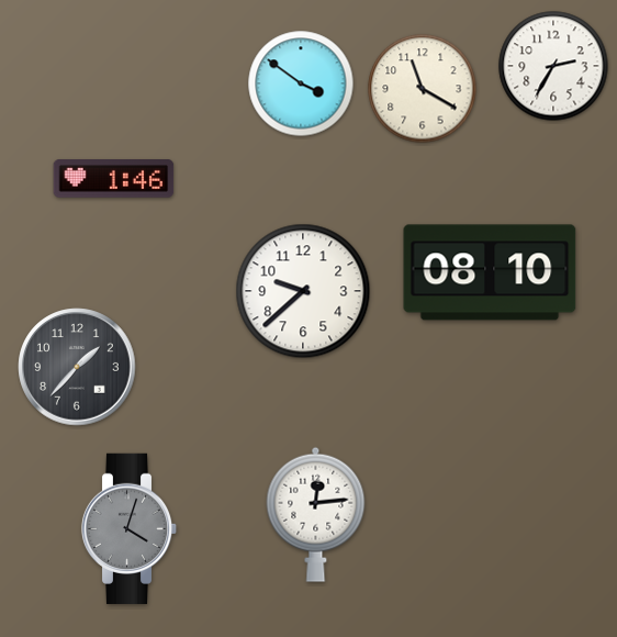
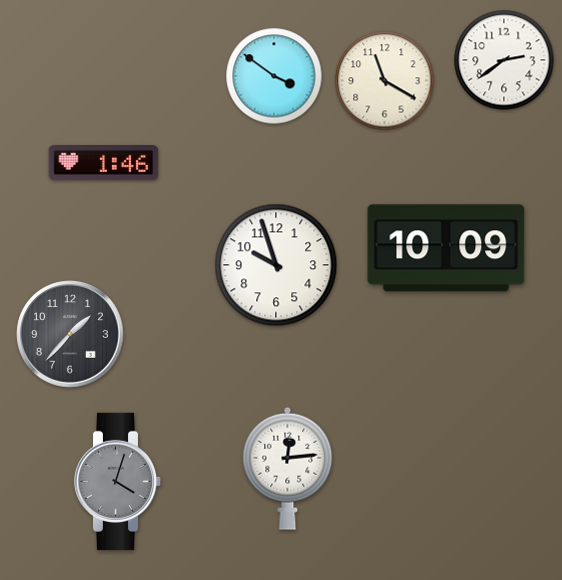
clock at (553, 66): 2:35 -> 2:39
clock at (490, 272): 08:10 -> 10:09
clock at (303, 291): 9:38 -> 9:57
